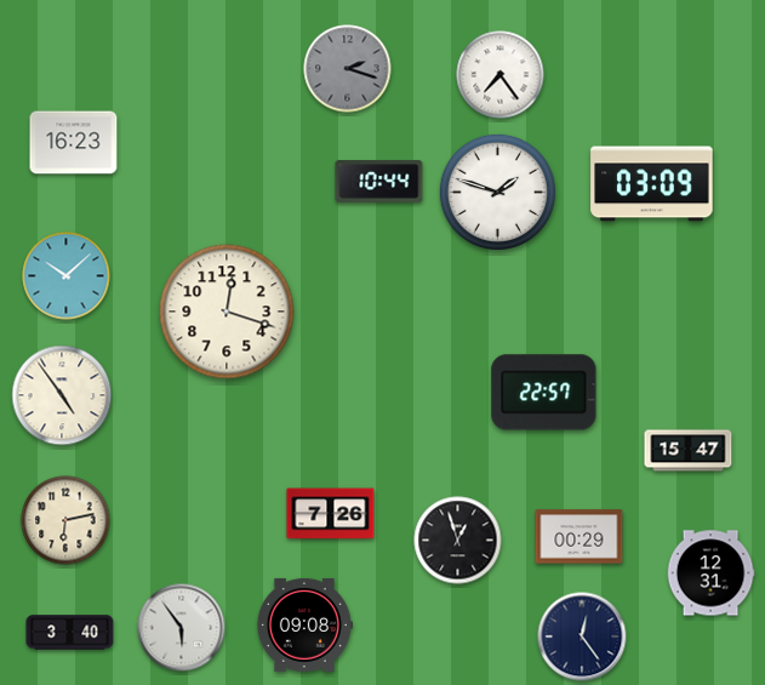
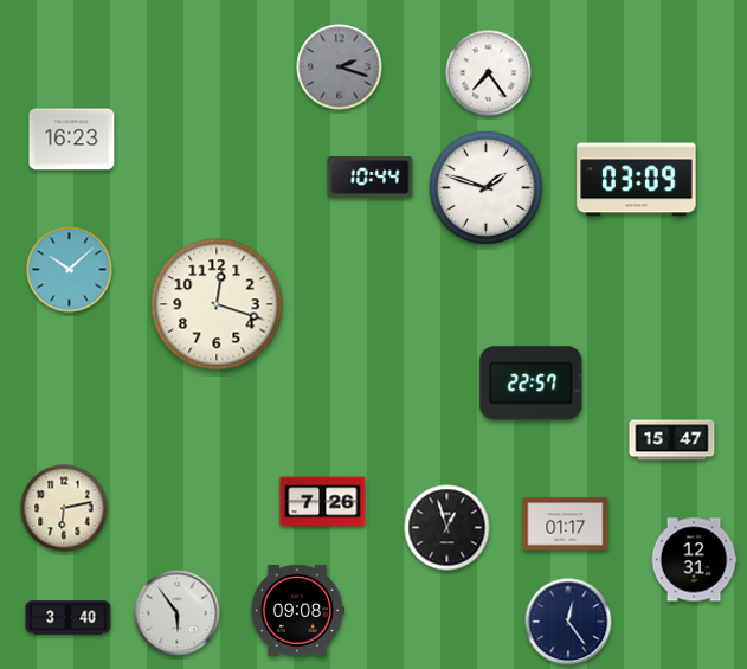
clock at (67, 276) position: (67, 276) -> (70, 270)
clock at (227, 312) position: (227, 312) -> (217, 304)
clock at (62, 395): 4:54 -> none
clock at (580, 537): 00:29 -> 01:17
